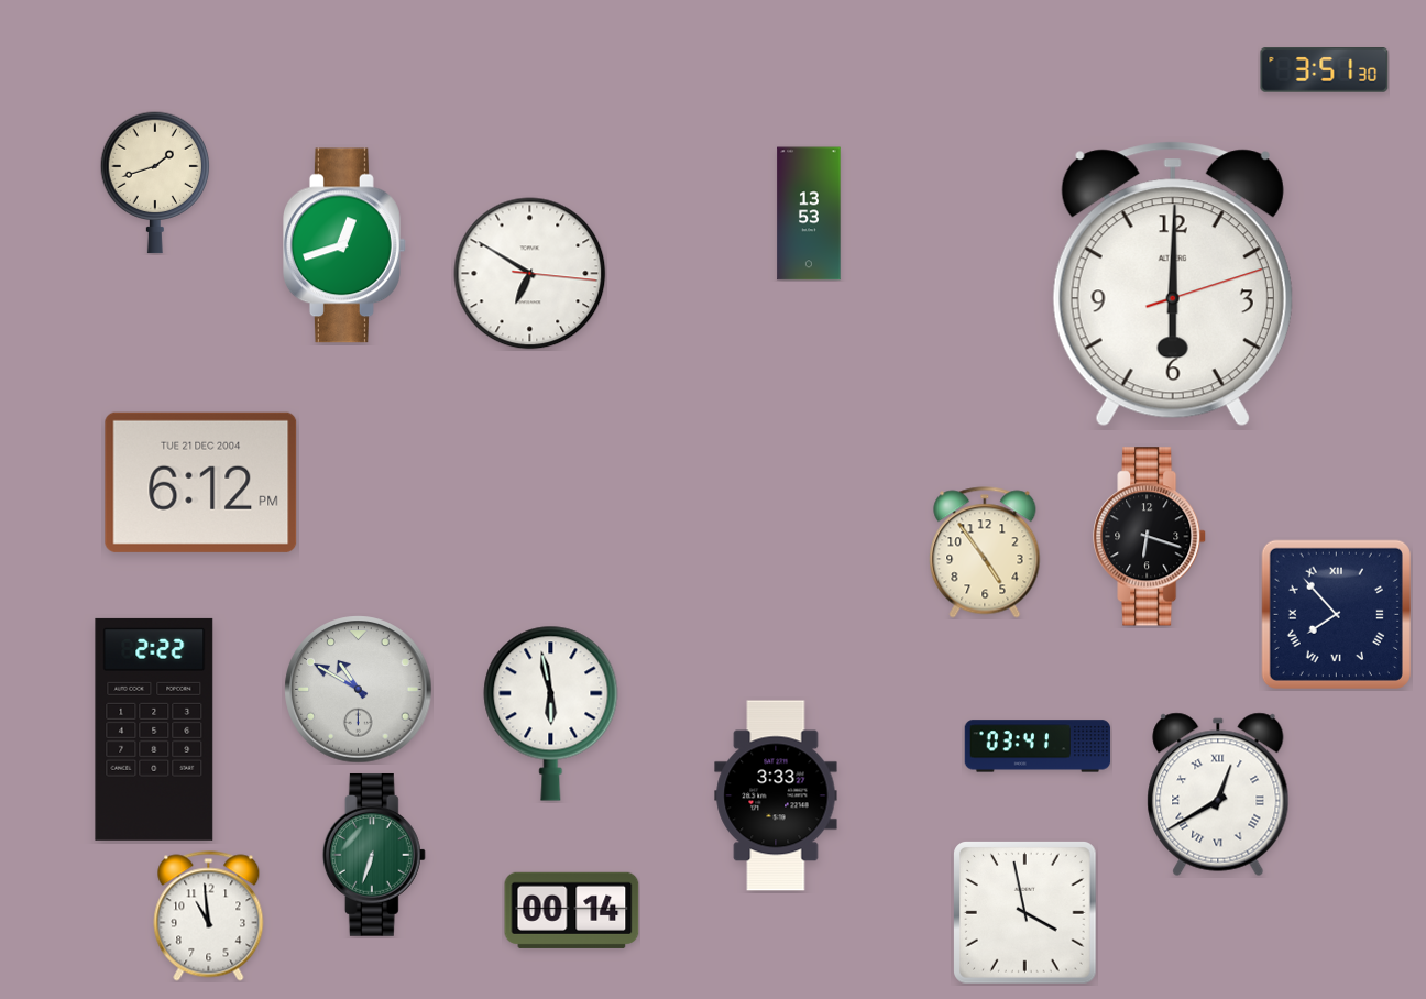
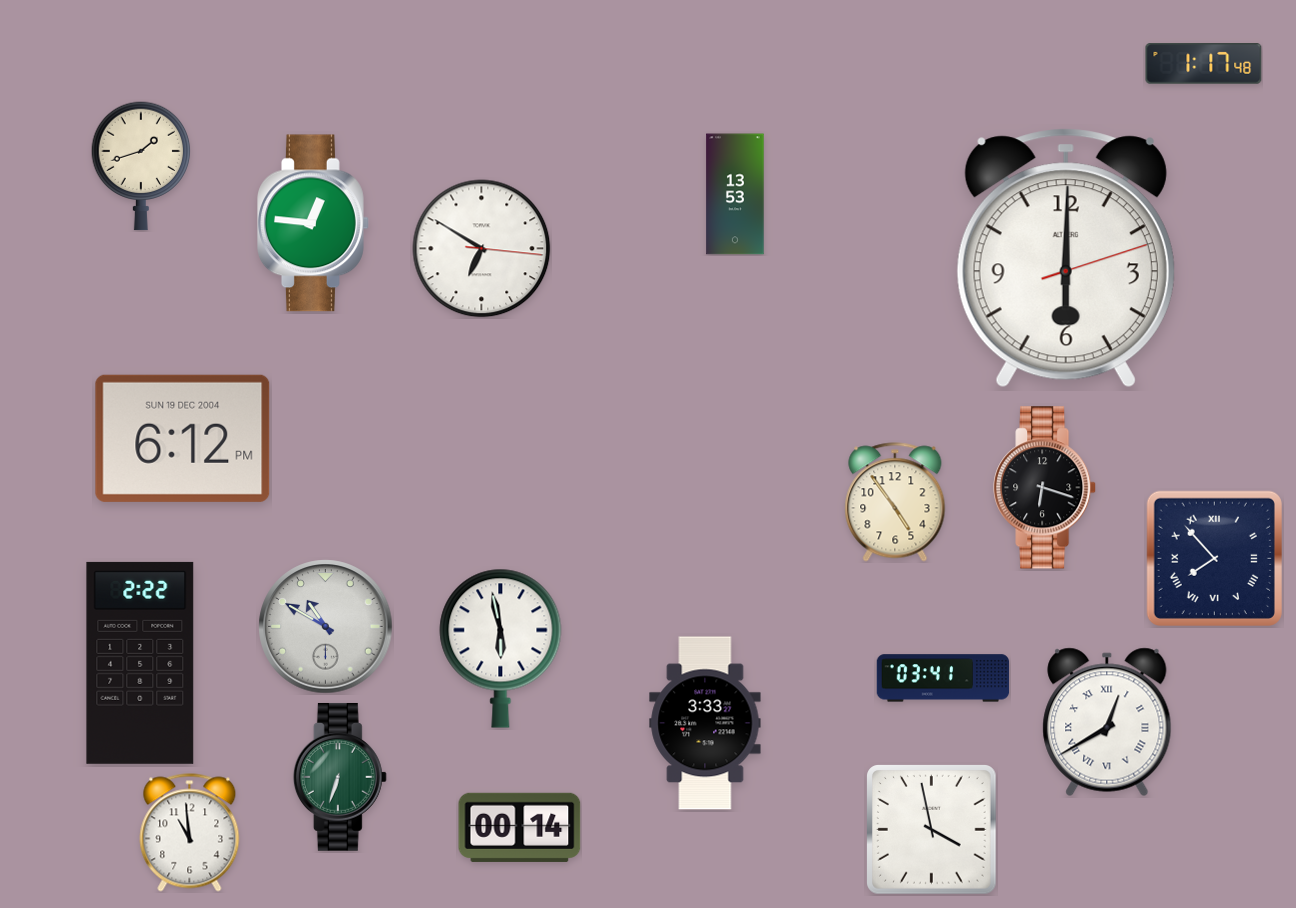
clock at (1325, 70): 3:51 -> 1:17
clock at (345, 245): 12:42 -> 12:46
clock at (201, 482) date: TUE 21 DEC 2004 -> SUN 19 DEC 2004
